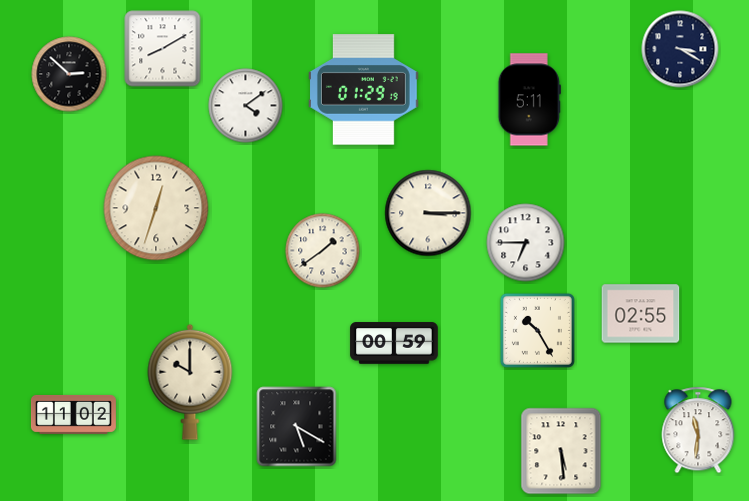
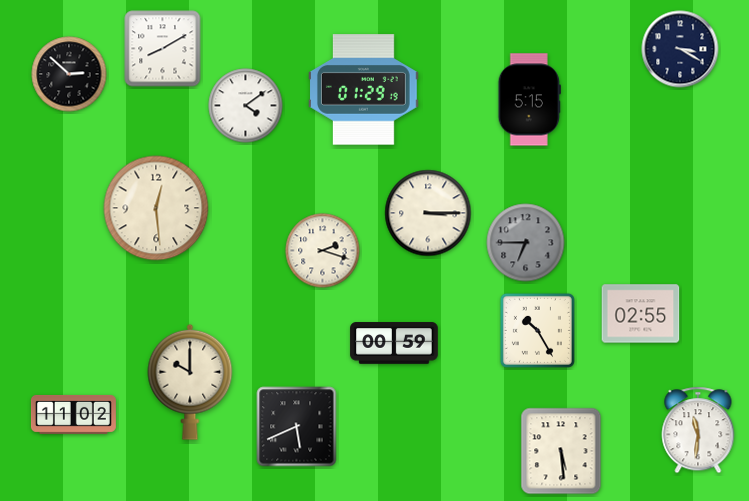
clock at (529, 100): 5:11 -> 5:15
clock at (156, 208): 12:33 -> 12:29
clock at (526, 243) dial: white -> grey
clock at (323, 251): 1:39 -> 2:18
clock at (297, 427): 5:20 -> 5:41
